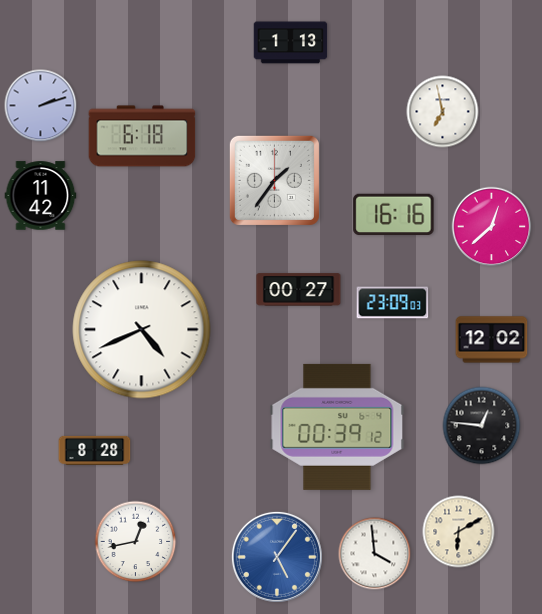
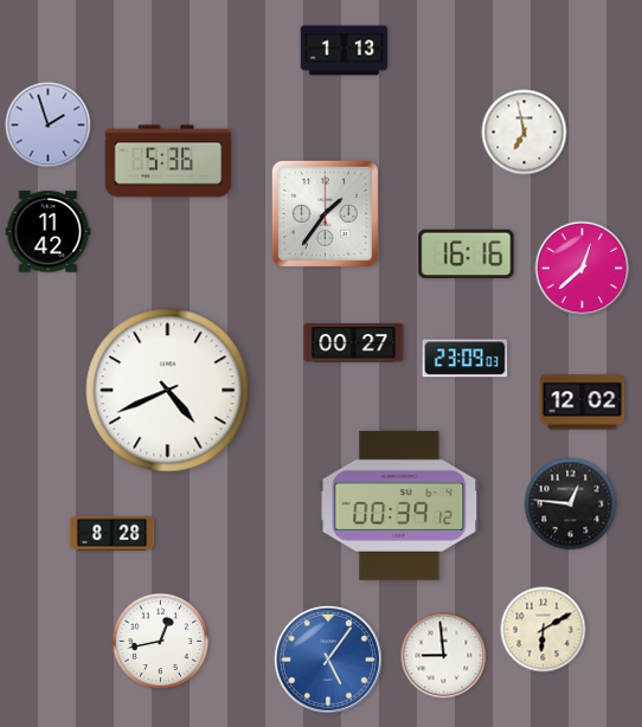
clock at (41, 106): 2:12 -> 1:57
clock at (142, 136): 6:18 -> 5:36
clock at (375, 554): 3:59 -> 8:59
